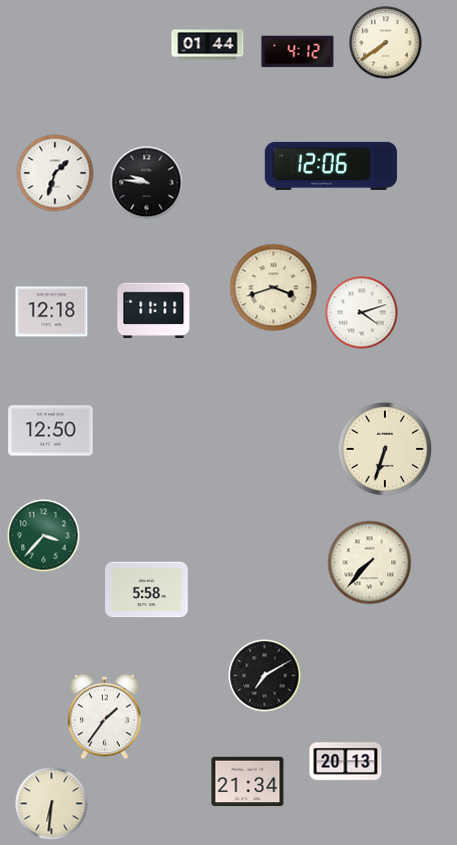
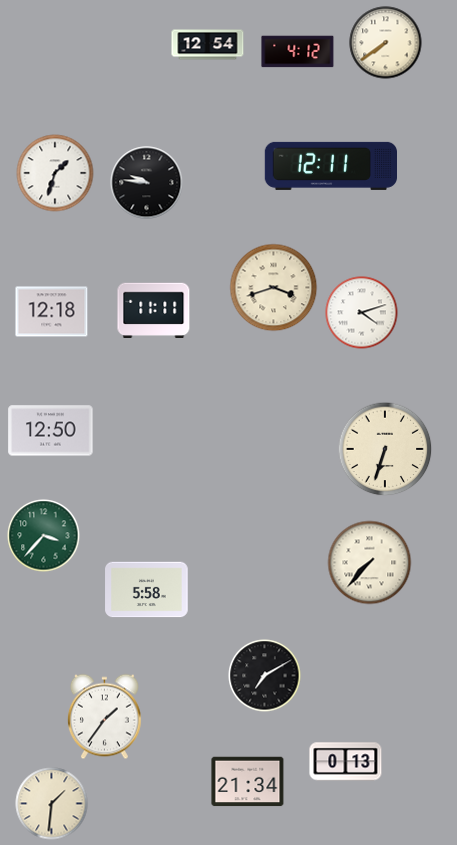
clock at (208, 45): 01:44 -> 12:54
clock at (330, 166): 12:06 -> 12:11
clock at (346, 762): 20:13 -> 0:13
clock at (52, 804): 6:31 -> 1:31
